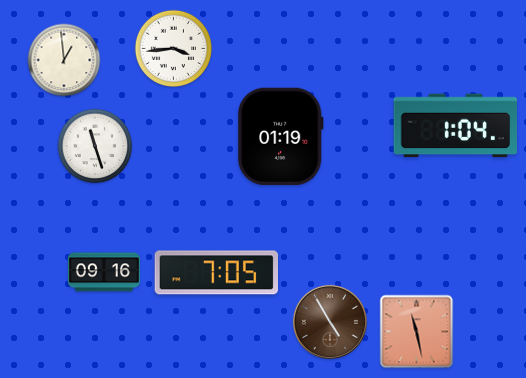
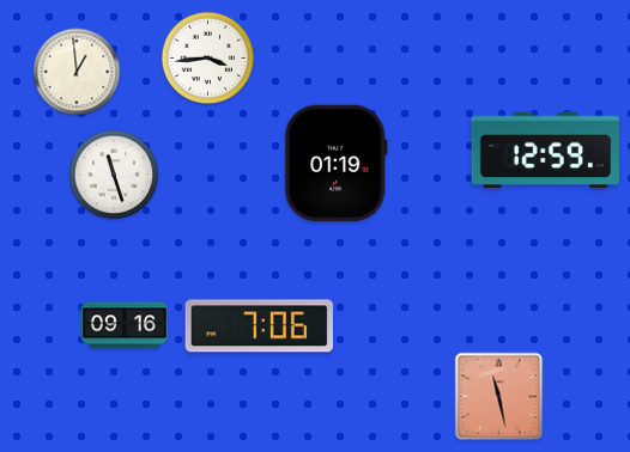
clock at (455, 126): 1:04 -> 12:59
clock at (216, 273): 7:05 -> 7:06
clock at (330, 322): 4:55 -> none
